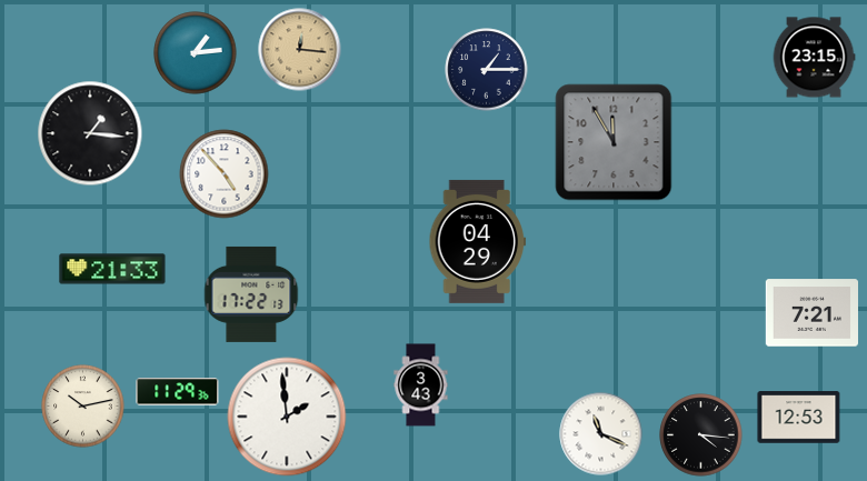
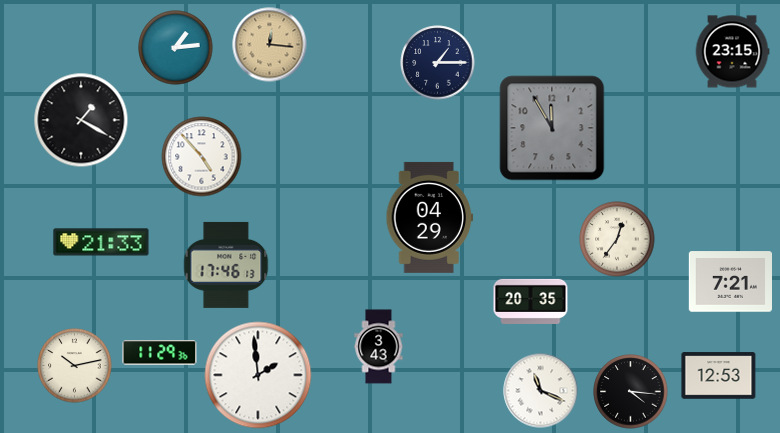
clock at (90, 133): 1:16 -> 1:20
clock at (617, 239): none -> 12:36
clock at (251, 294): 17:22 -> 17:46
clock at (531, 301): none -> 20:35
